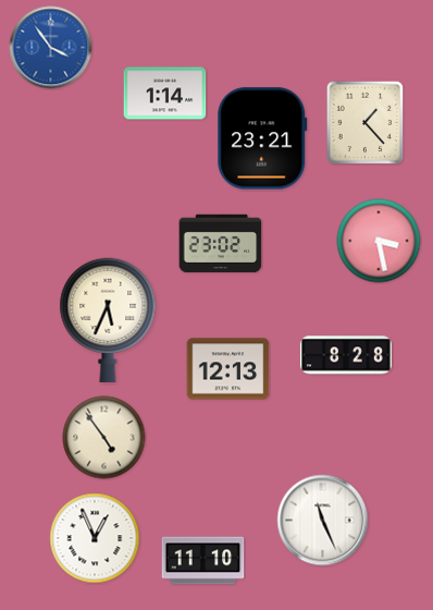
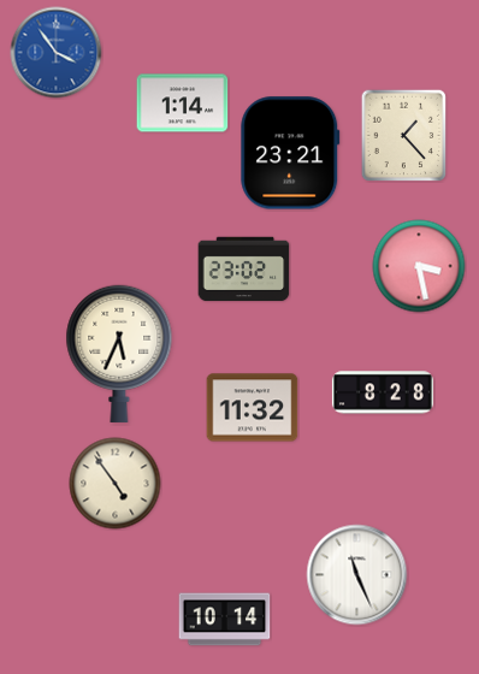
clock at (228, 369): 12:13 -> 11:32
clock at (95, 538): 12:56 -> none
clock at (203, 561): 11:10 -> 10:14
